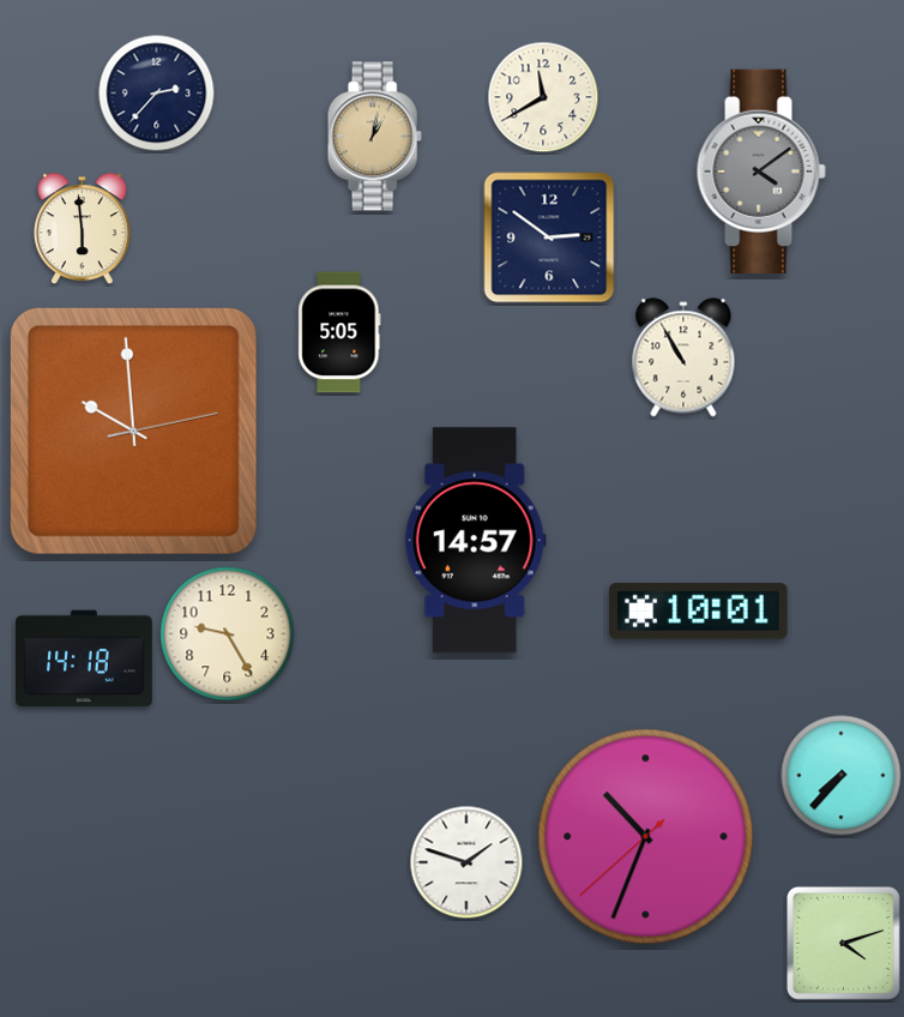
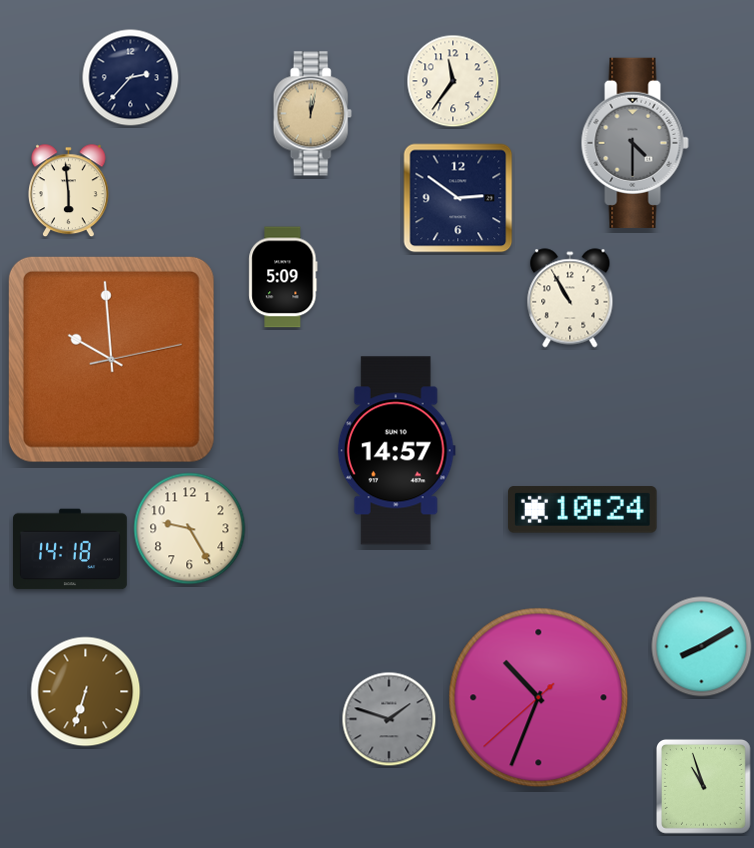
clock at (543, 97): 11:40 -> 11:36
clock at (374, 137): 1:02 -> 12:02
clock at (761, 171): 4:09 -> 4:30
clock at (339, 332): 5:05 -> 5:09
clock at (699, 612): 10:01 -> 10:24
clock at (842, 776): 7:37 -> 8:10
clock at (86, 692): none -> 6:33
clock at (466, 862) dial: white -> grey
clock at (843, 943): 4:12 -> 10:57
